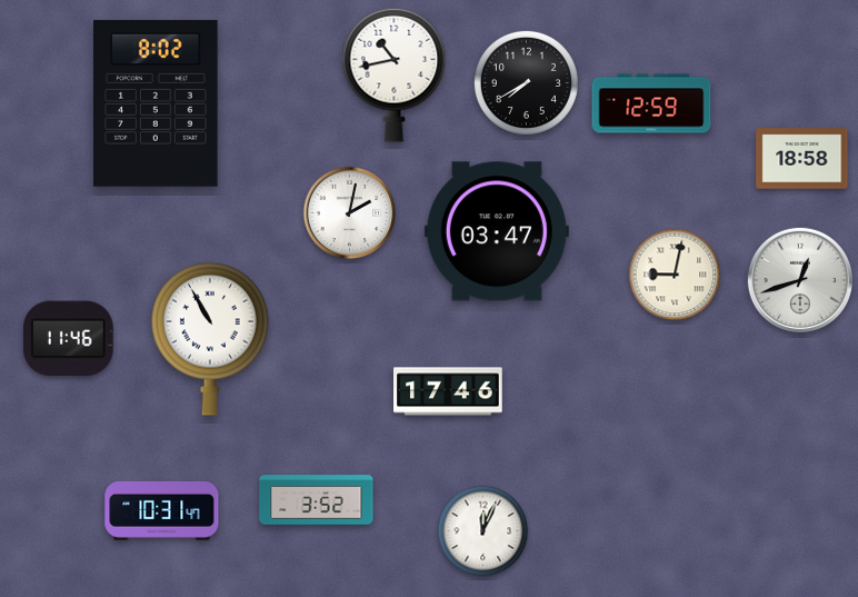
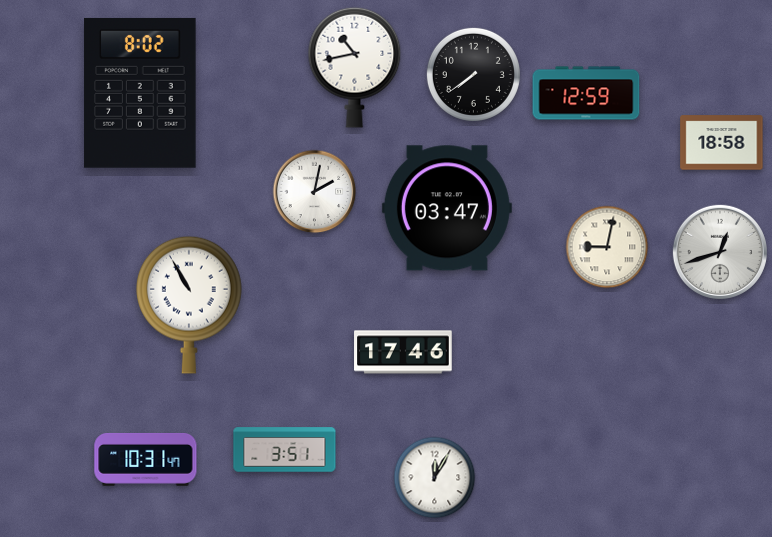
clock at (526, 82): 7:40 -> 7:39
clock at (69, 339): 11:46 -> none
clock at (317, 500): 3:52 -> 3:51
clock at (483, 531): 12:04 -> 12:05
